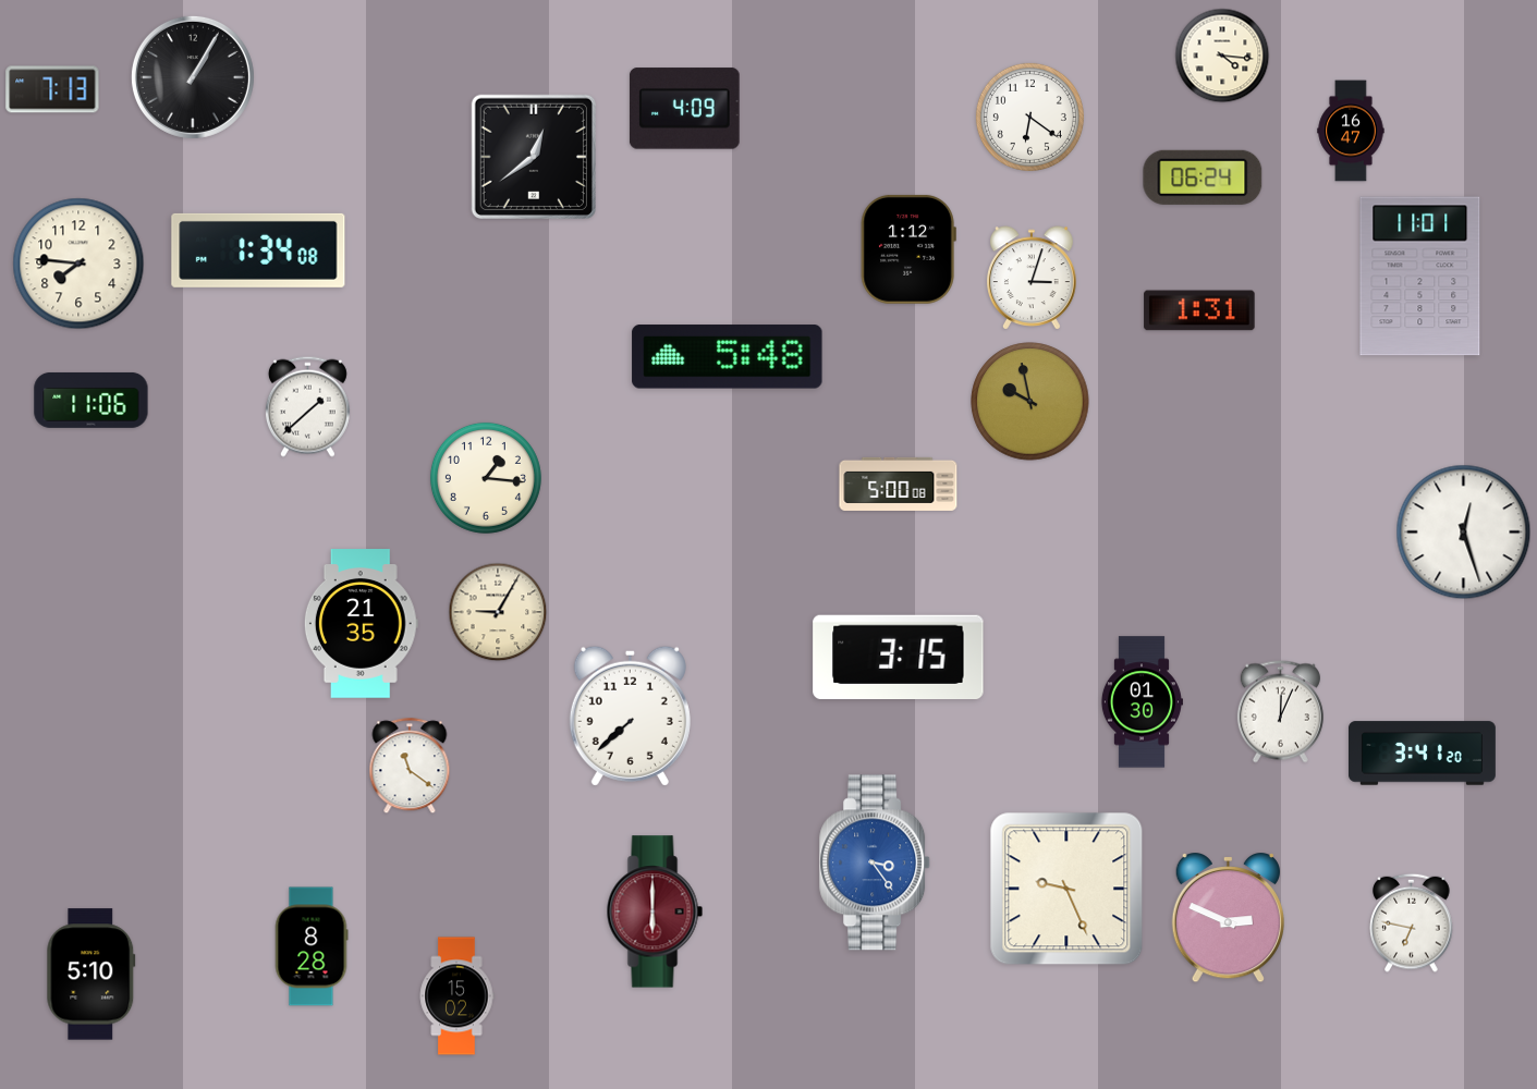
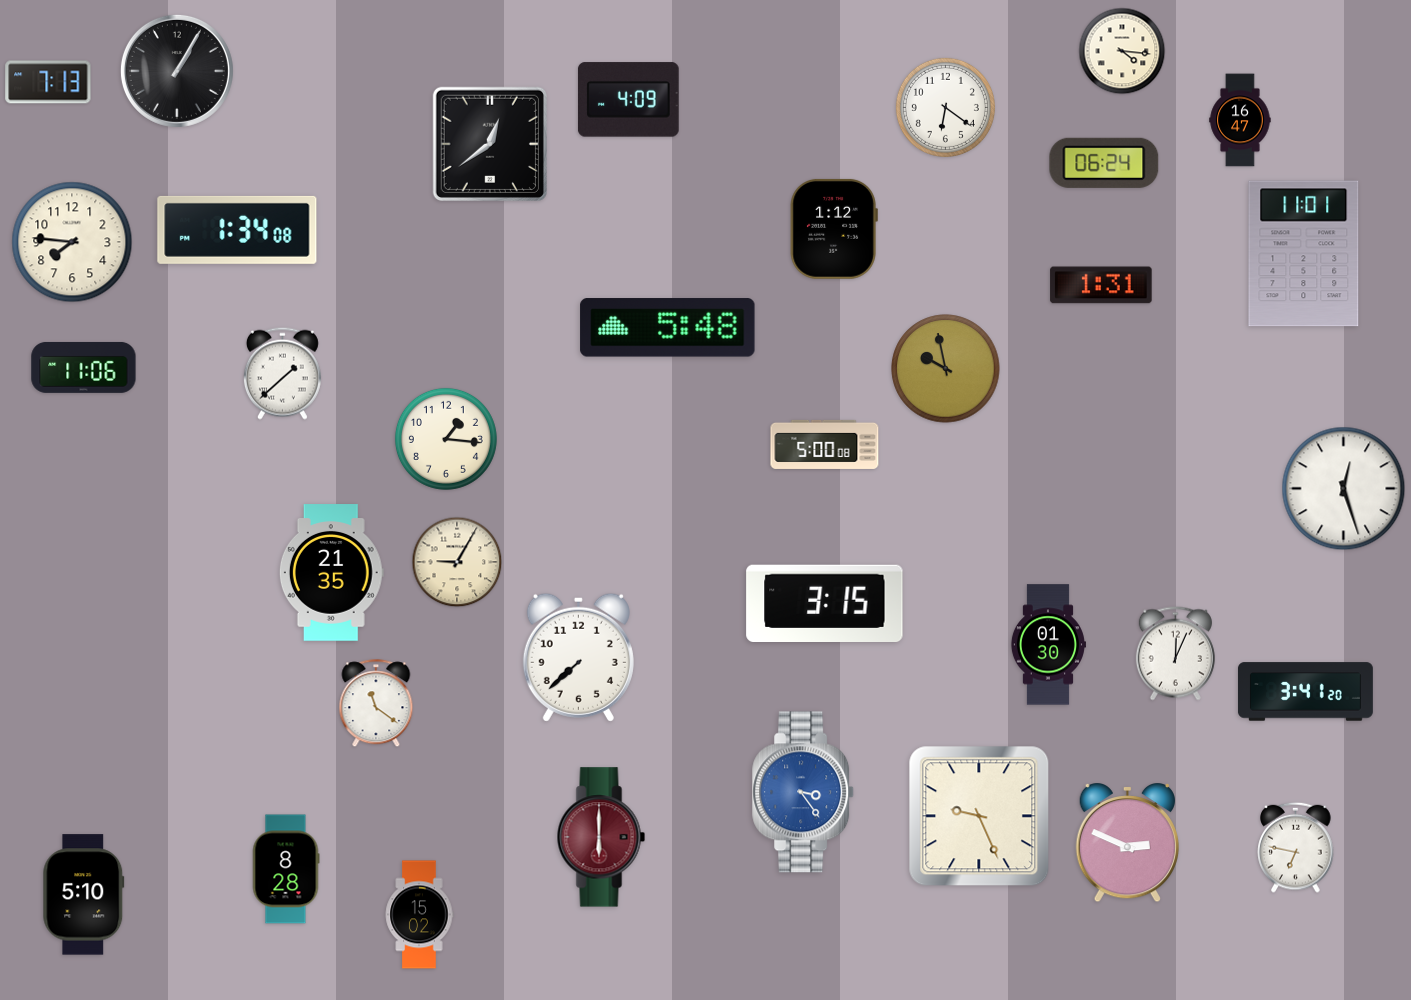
clock at (1033, 278): 3:03 -> none
